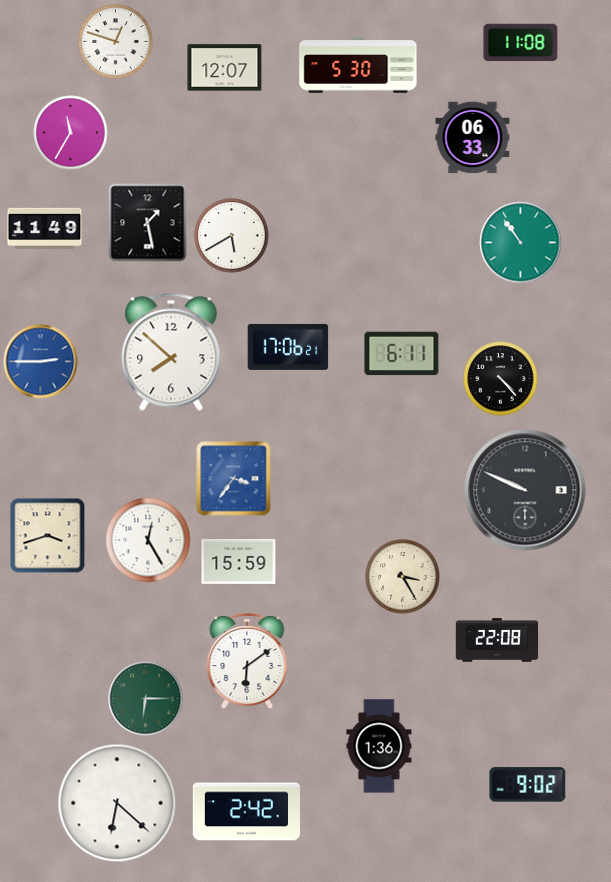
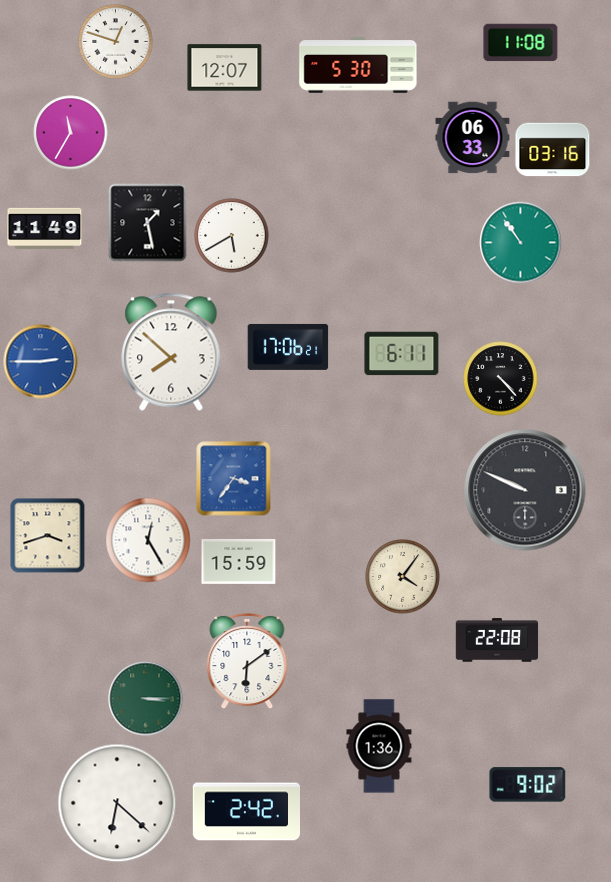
clock at (553, 150): none -> 03:16
clock at (403, 577): 3:25 -> 4:06
clock at (146, 699): 6:15 -> 3:15
